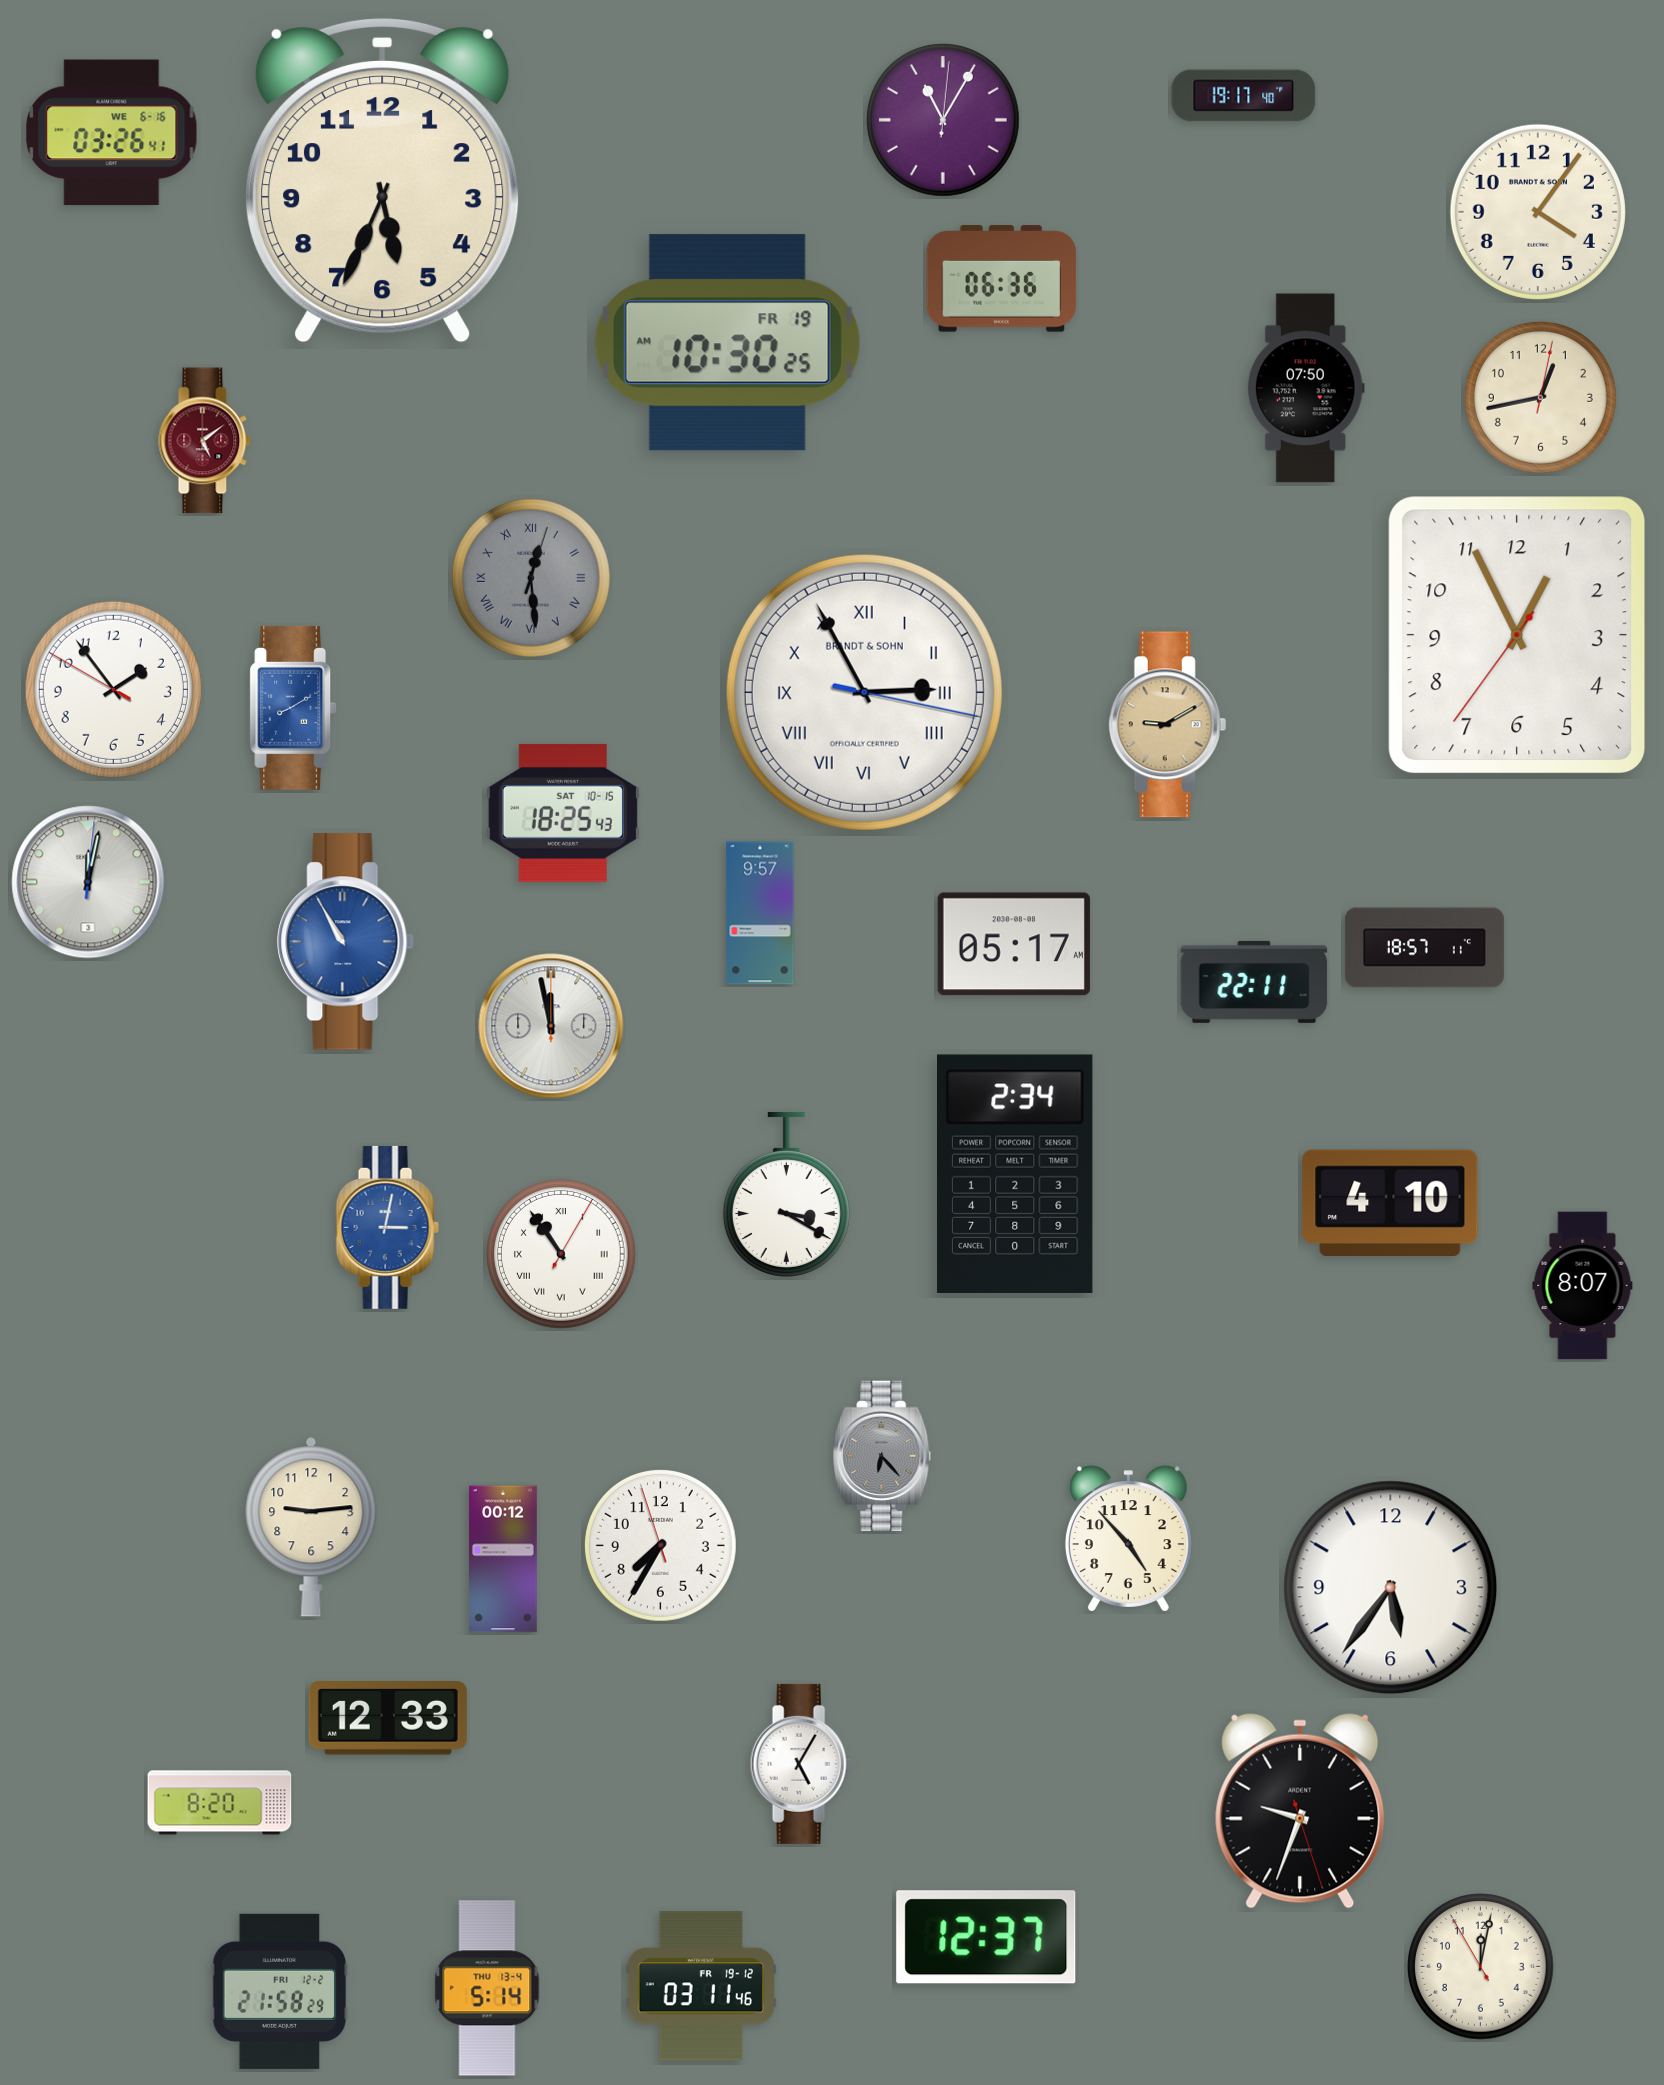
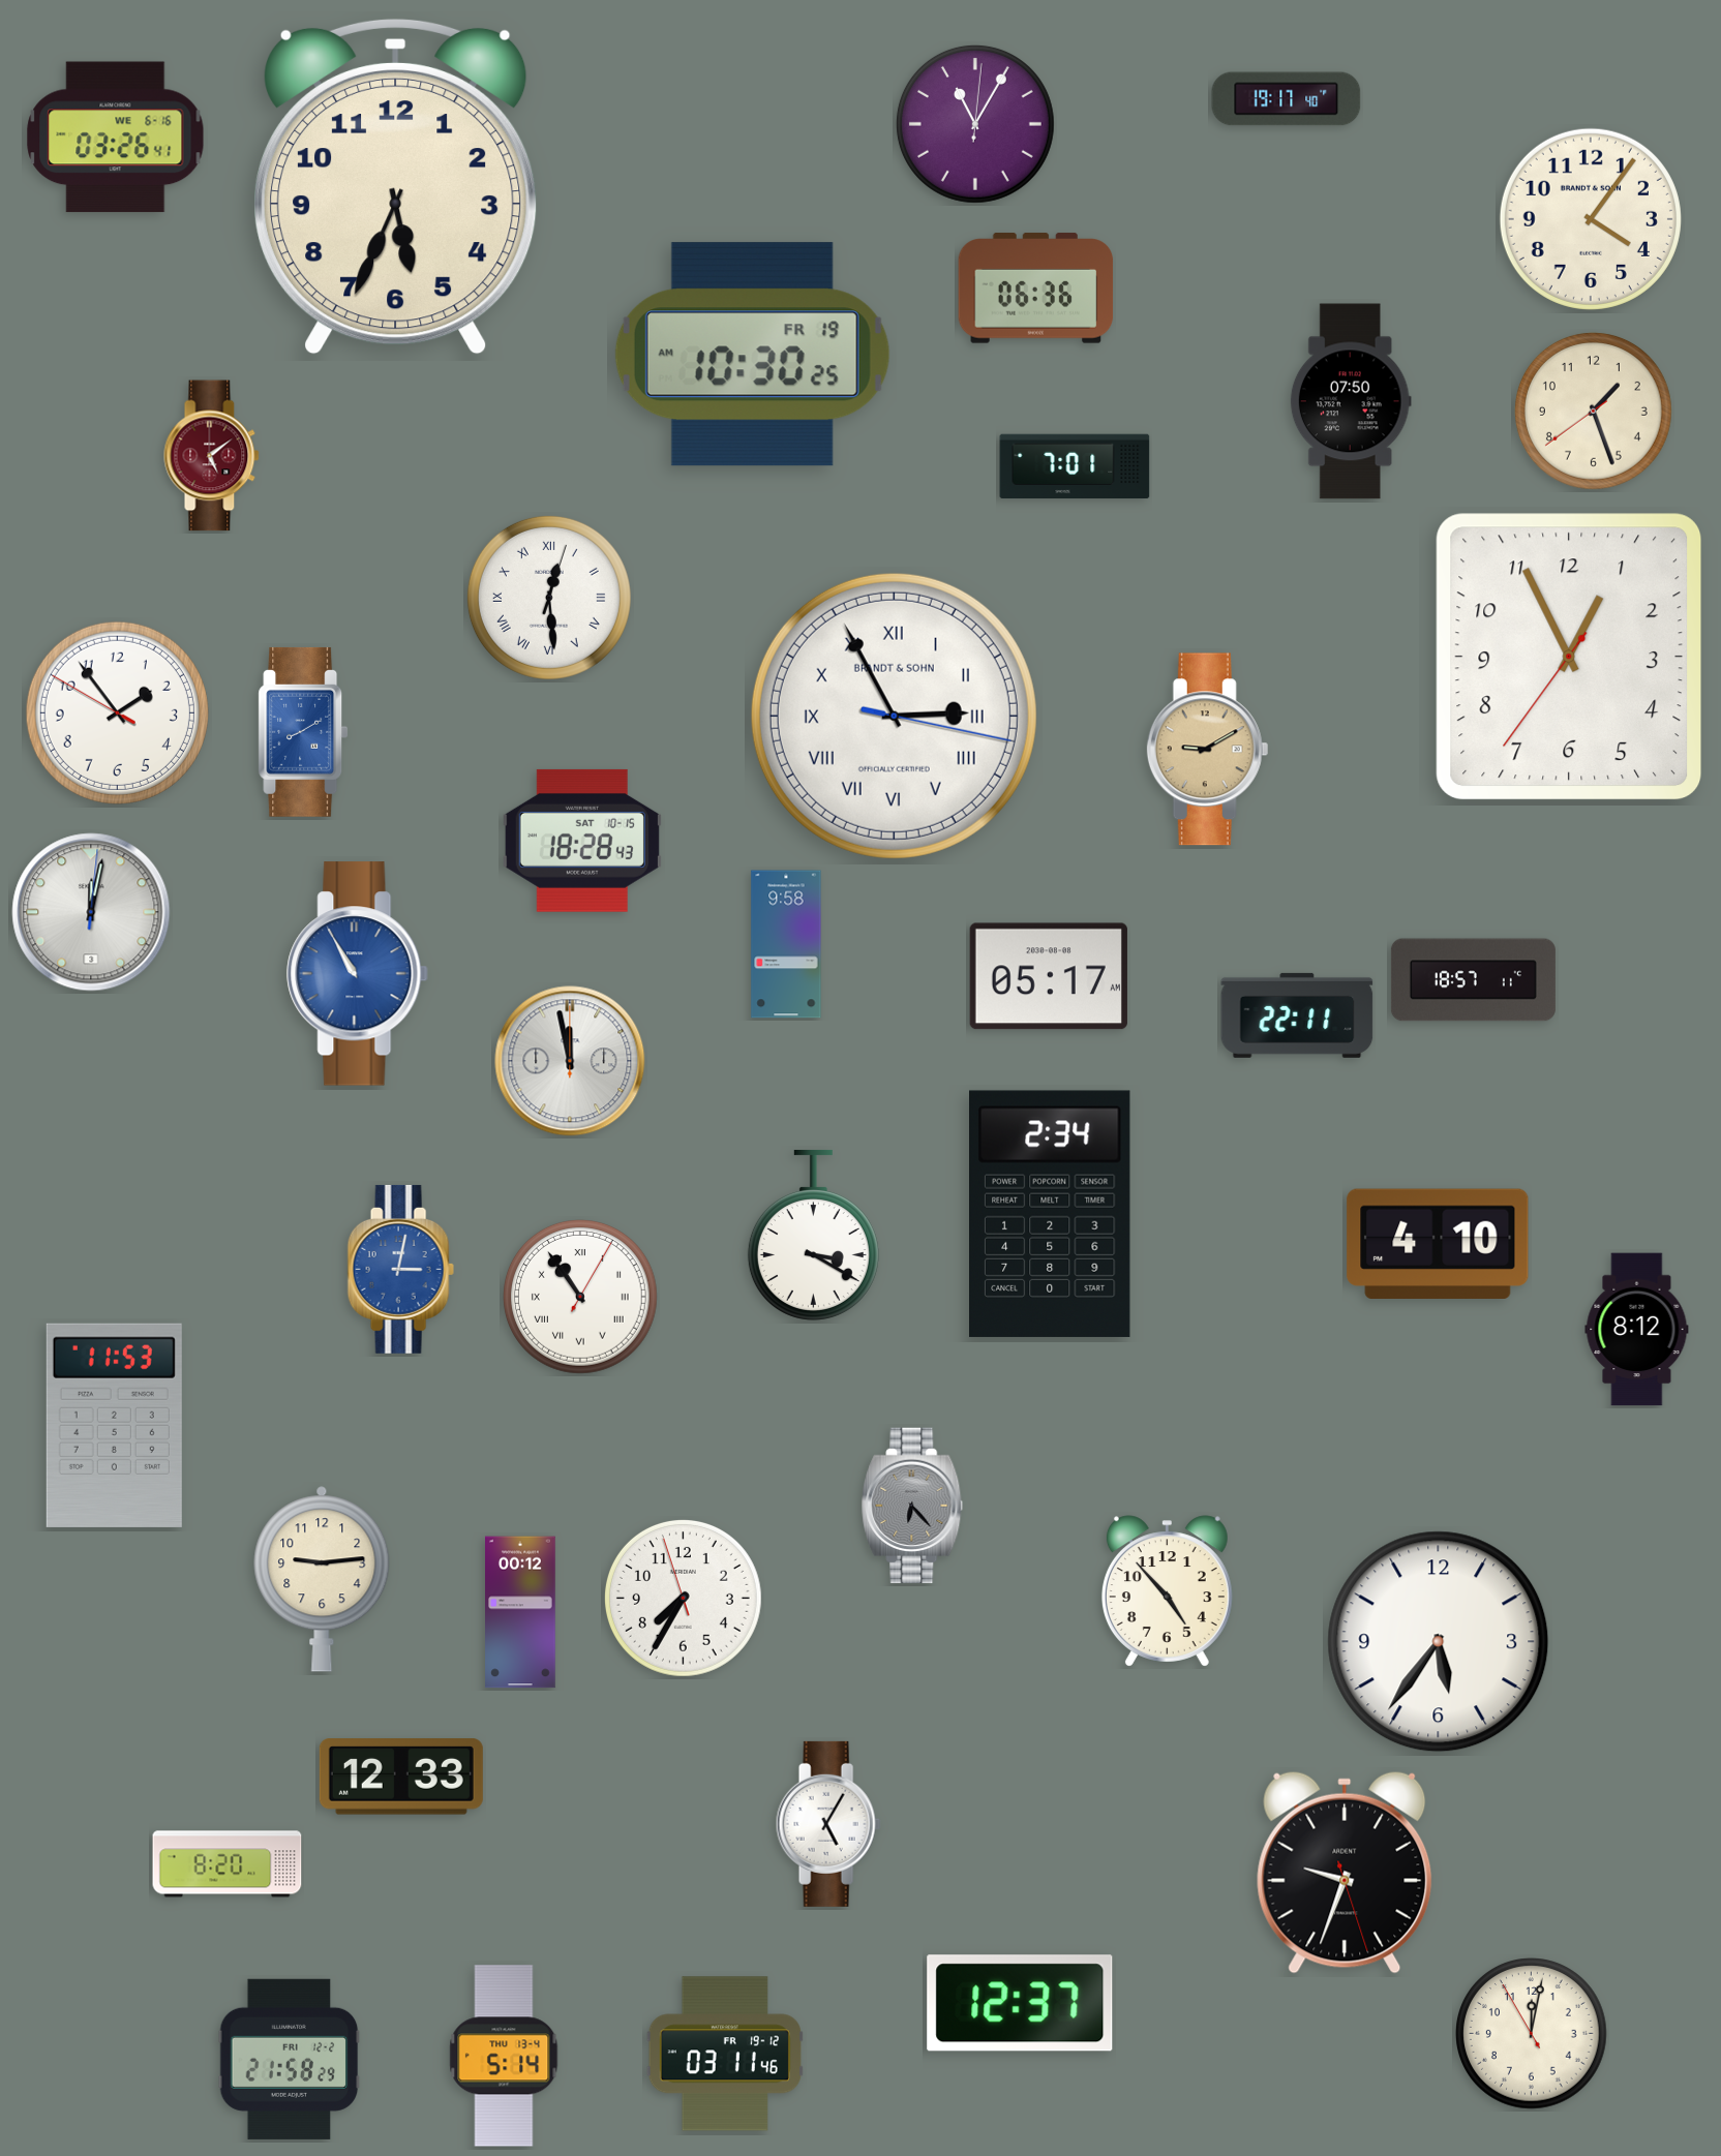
clock at (1540, 397): 12:43 -> 1:26
clock at (1075, 466): none -> 7:01
clock at (531, 578) dial: grey -> white
clock at (563, 813): 18:25 -> 18:28
clock at (760, 913): 9:57 -> 9:58
clock at (1583, 1286): 8:07 -> 8:12
clock at (114, 1425): none -> 11:53
